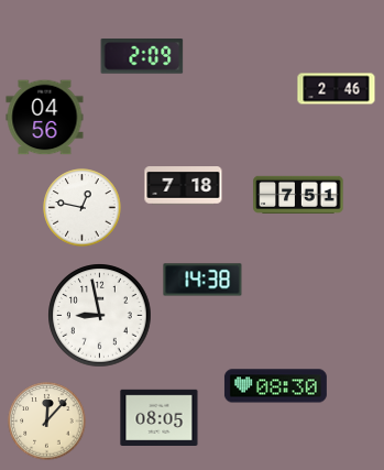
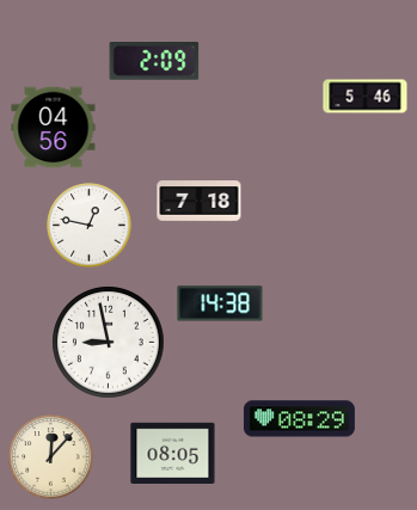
clock at (337, 89): 2:46 -> 5:46
clock at (45, 118) position: (45, 118) -> (54, 128)
clock at (298, 195): 7:51 -> none
clock at (275, 386): 08:30 -> 08:29
